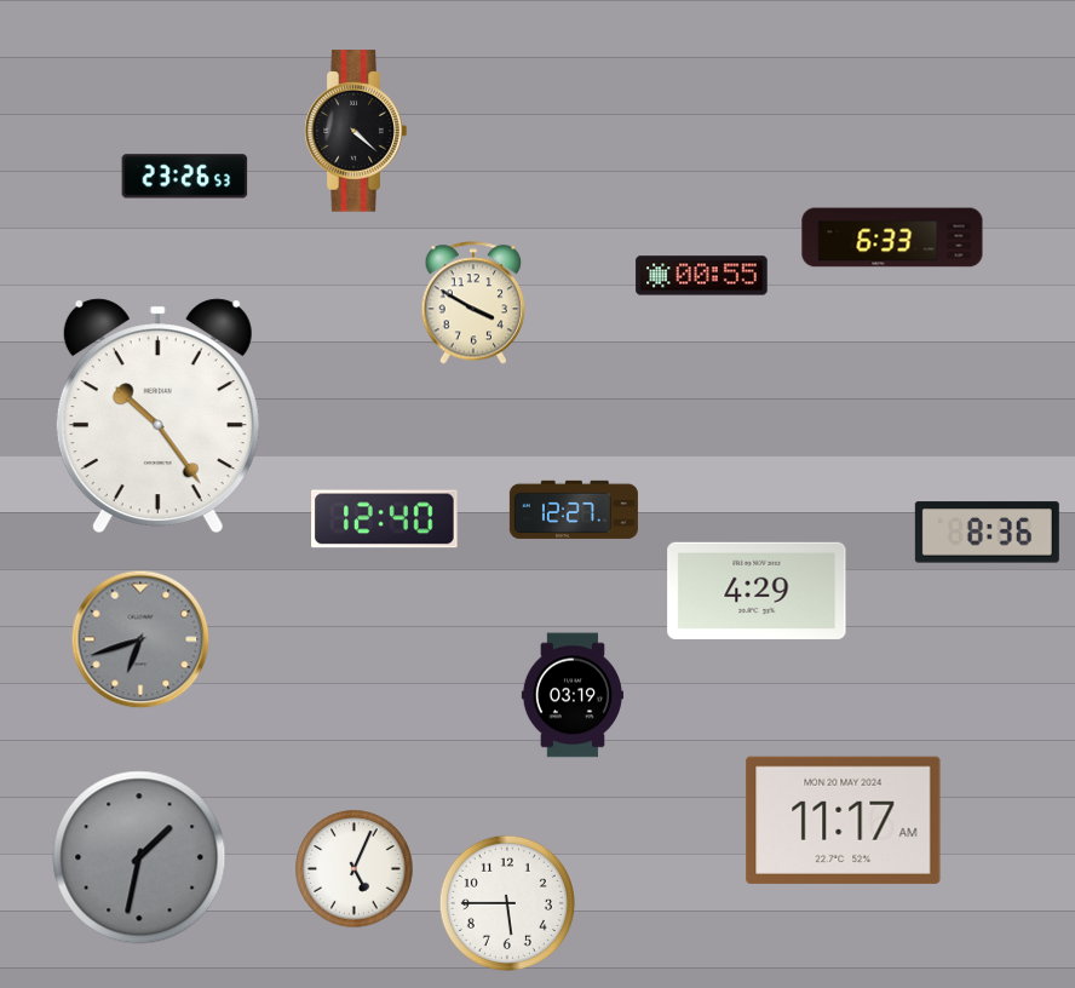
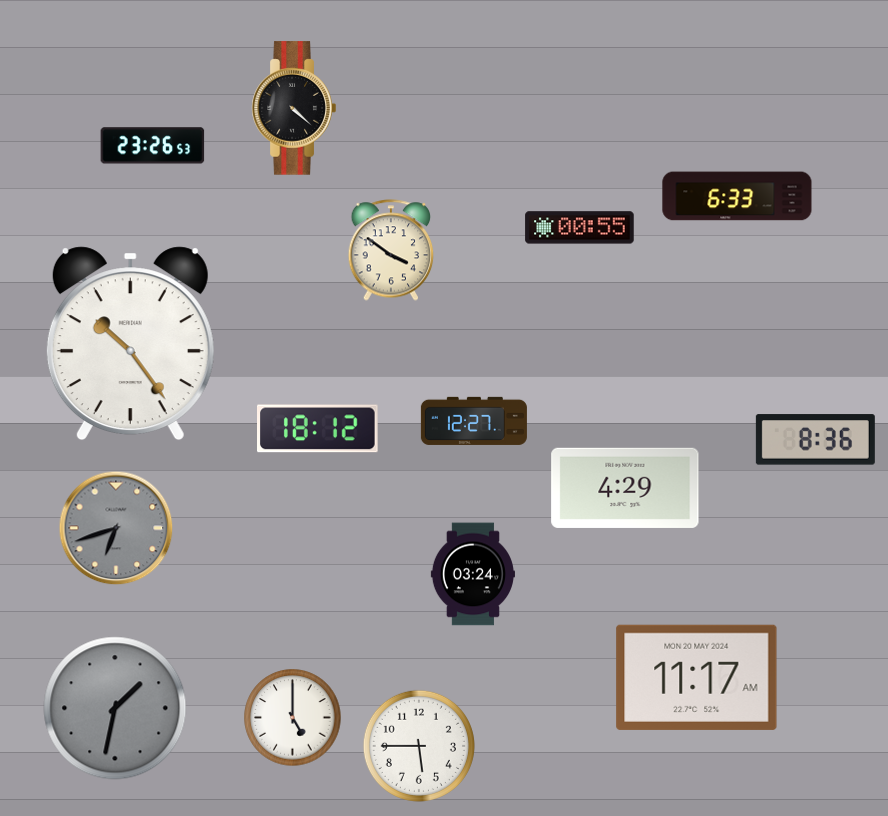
clock at (473, 303): 3:50 -> 3:51
clock at (385, 519): 12:40 -> 18:12
clock at (573, 695): 03:19 -> 03:24
clock at (355, 869): 5:04 -> 5:00
